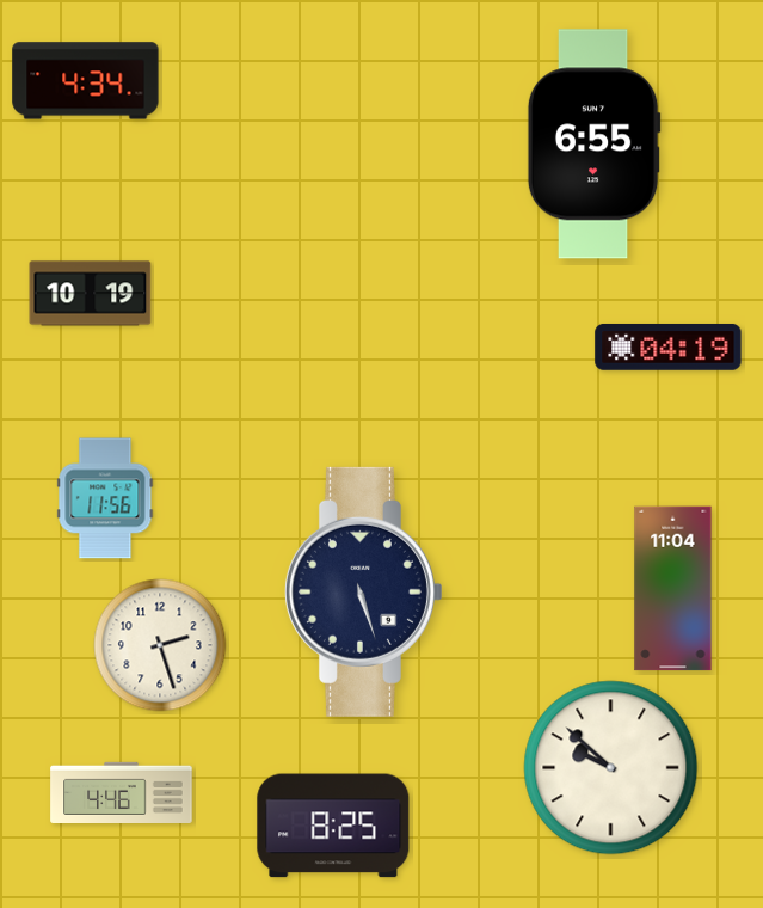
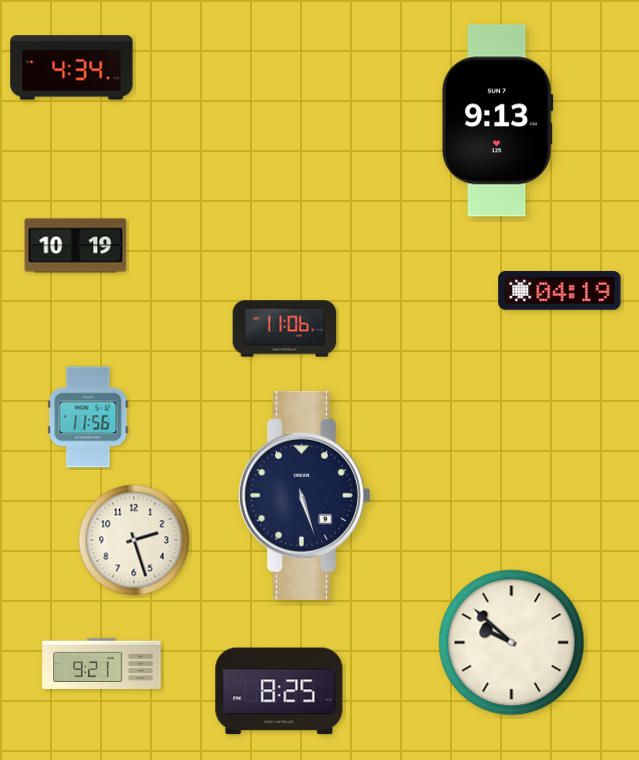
clock at (593, 145): 6:55 -> 9:13
clock at (285, 329): none -> 11:06
clock at (673, 589): 11:04 -> none
clock at (122, 792): 4:46 -> 9:21
